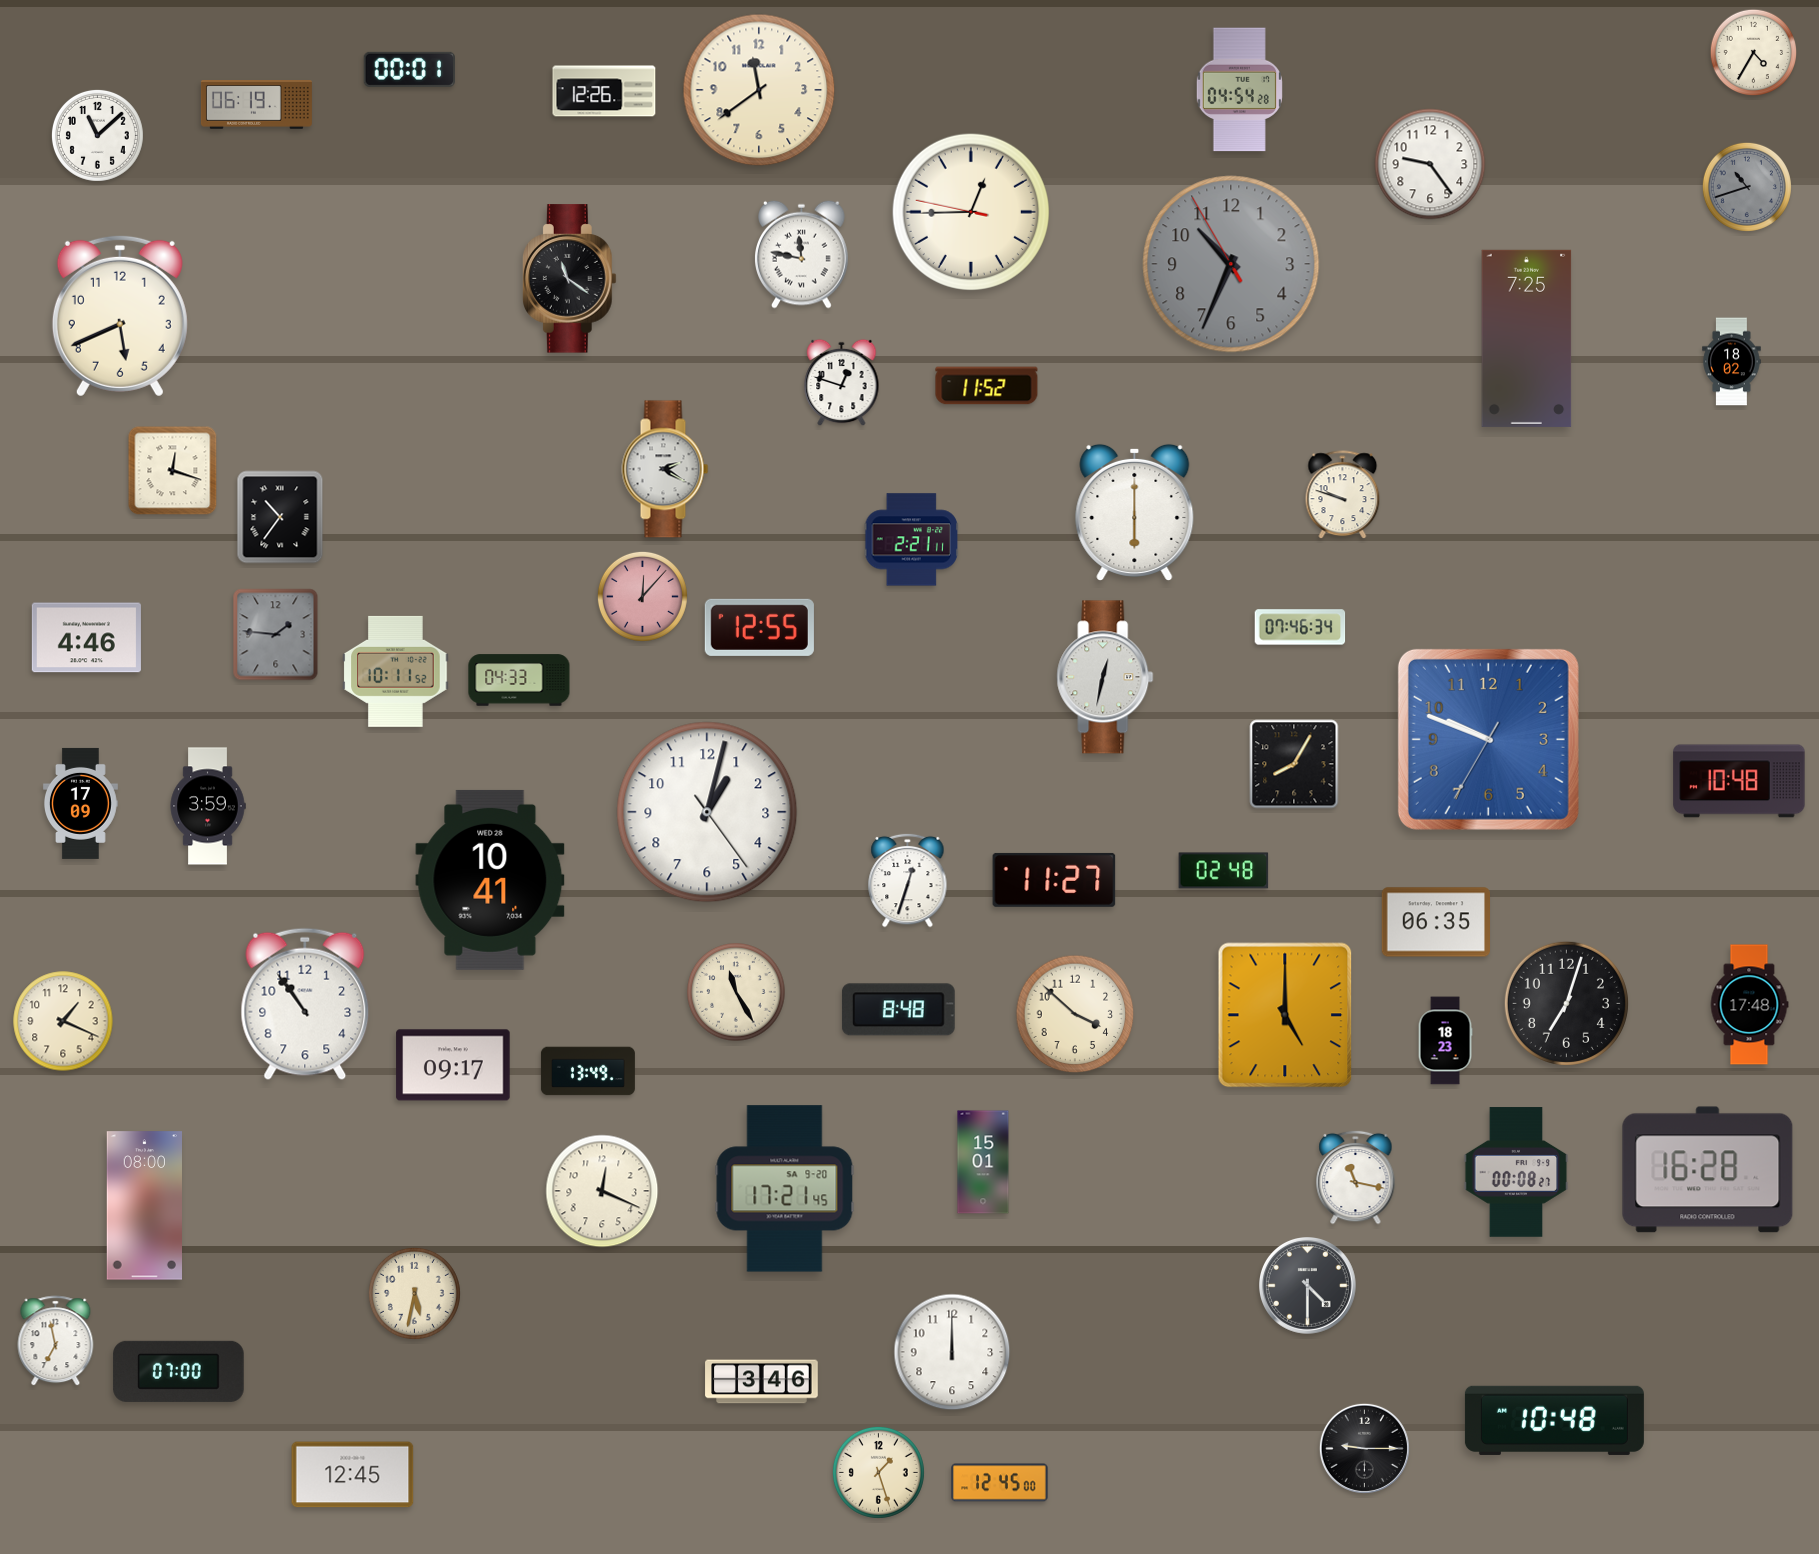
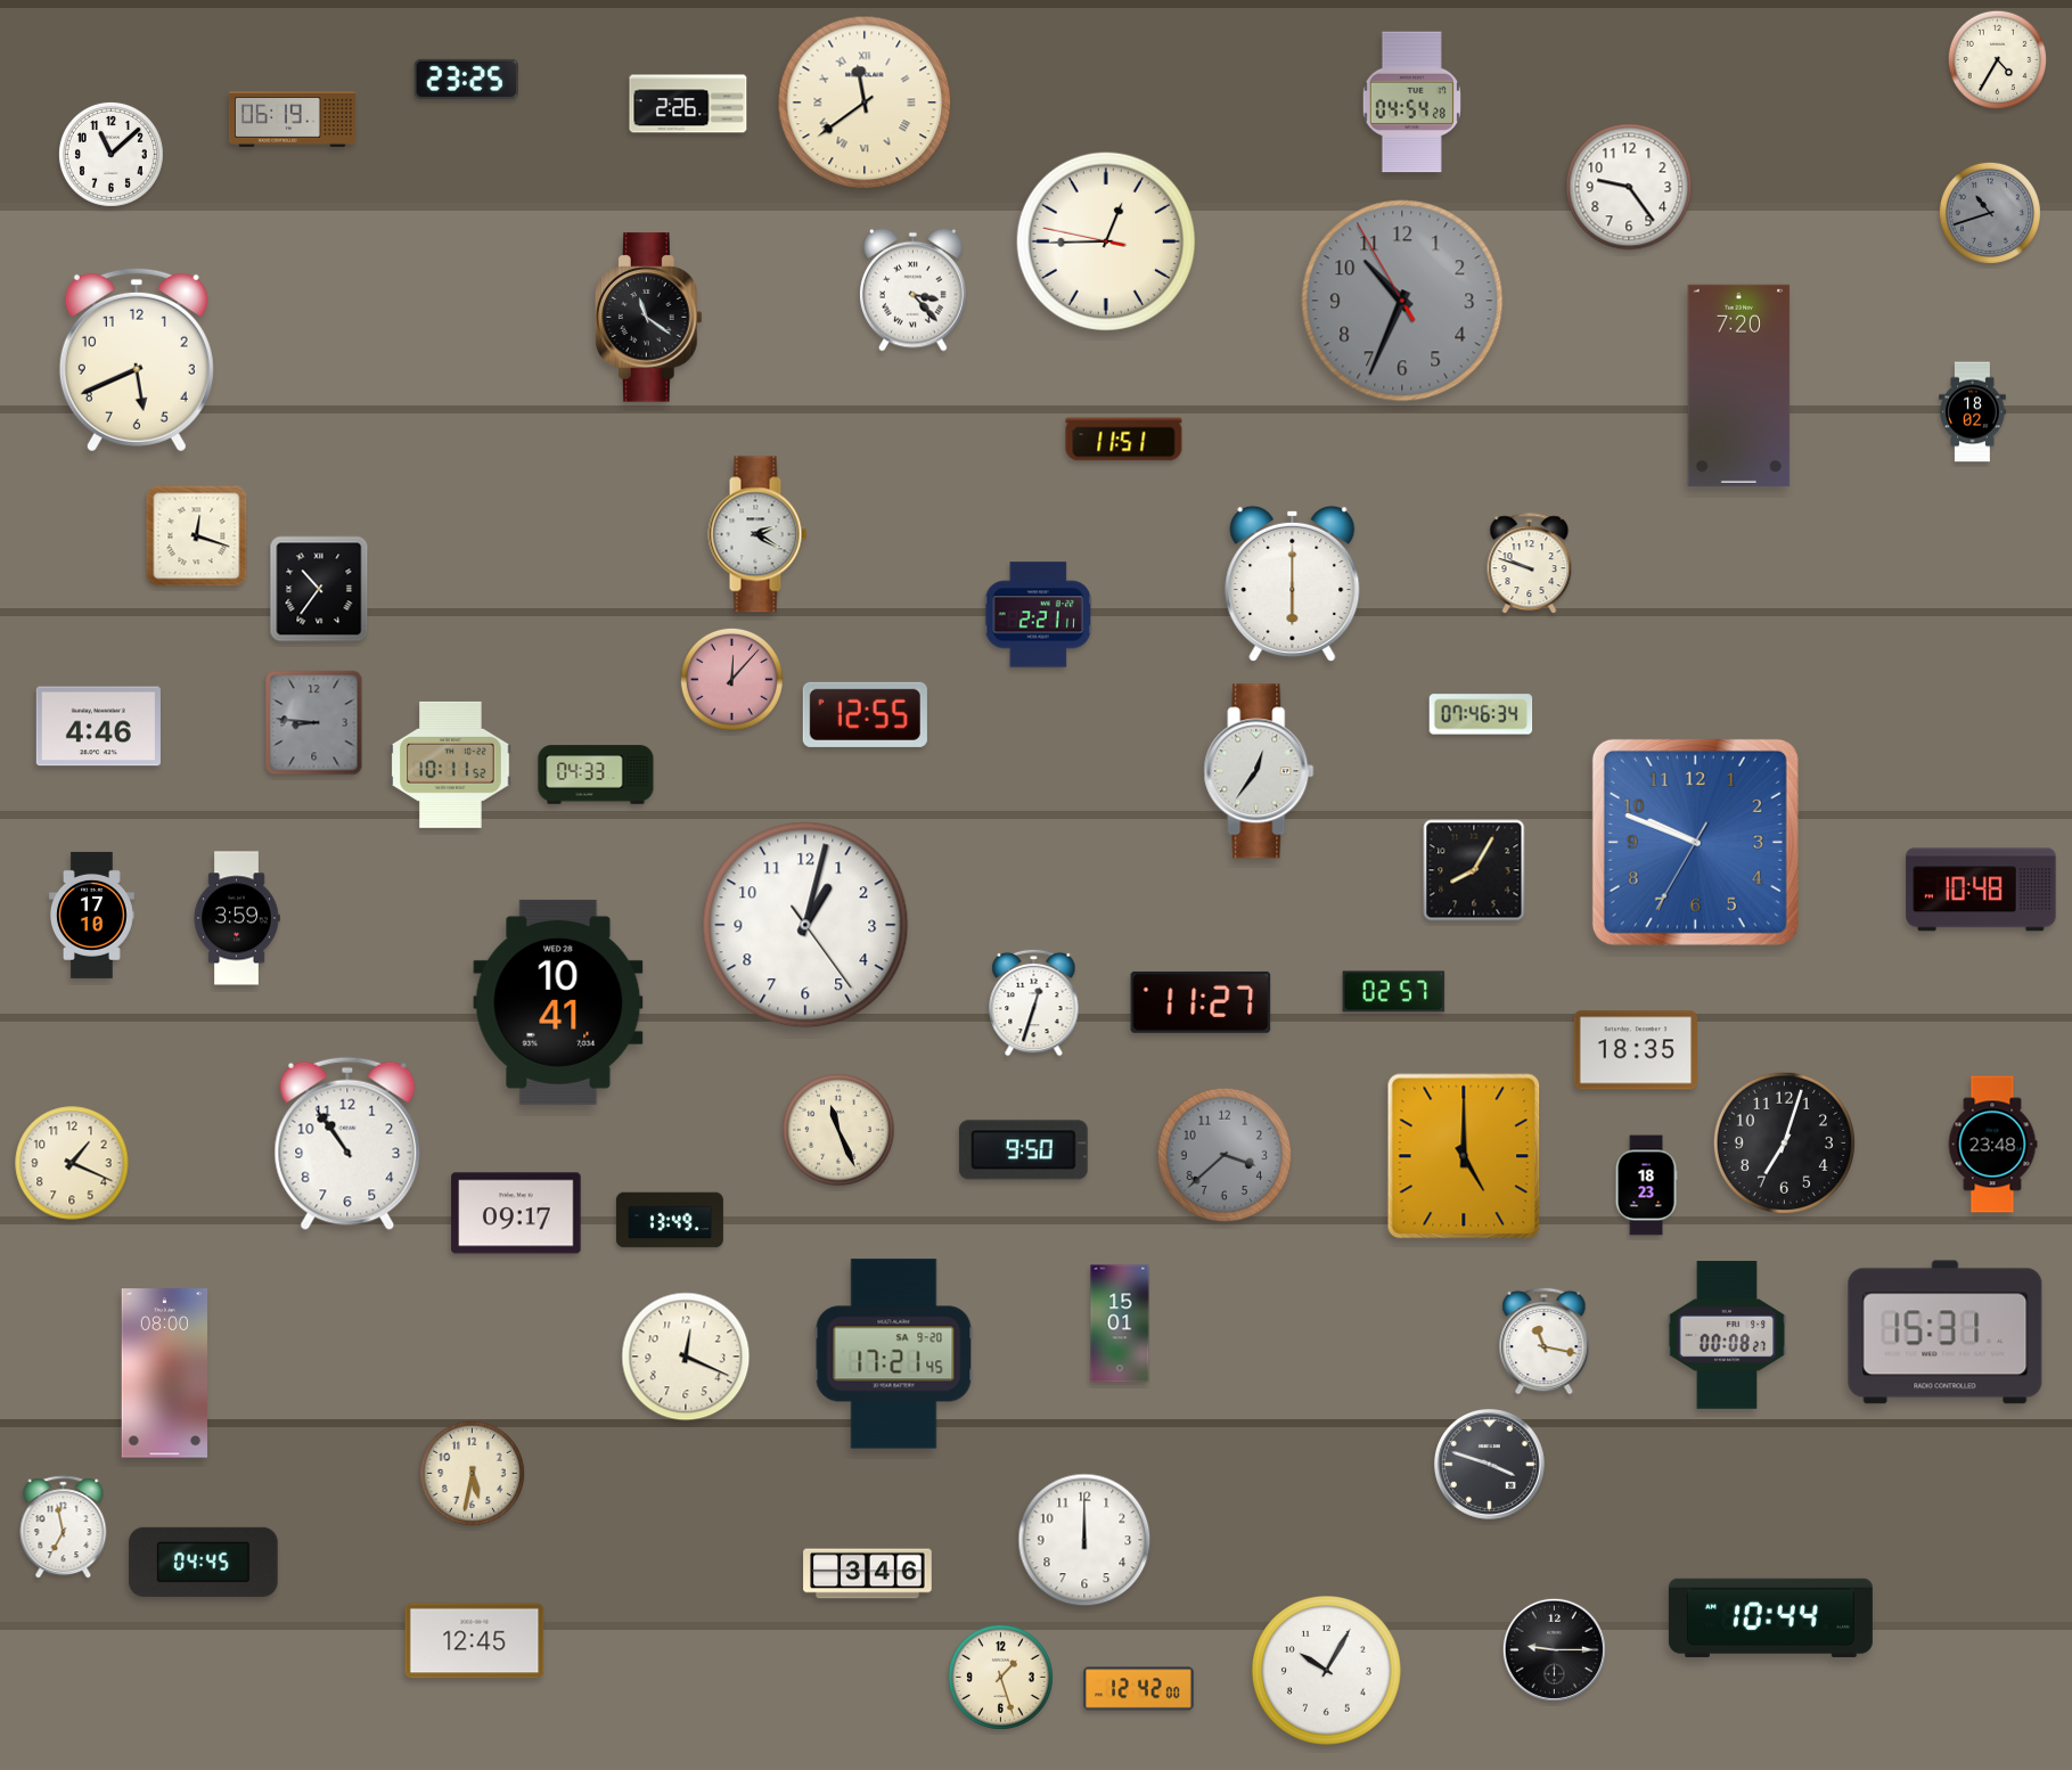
clock at (409, 69): 00:01 -> 23:25
clock at (759, 90) numerals: Arabic -> Roman
clock at (604, 91): 12:26 -> 2:26
clock at (802, 254): 11:47 -> 3:23
clock at (1527, 338): 7:25 -> 7:20
clock at (842, 383): 12:48 -> none
clock at (987, 386): 11:52 -> 11:51
clock at (276, 635): 1:46 -> 8:46
clock at (1105, 677): 12:32 -> 12:36
clock at (519, 680) position: (519, 680) -> (596, 775)
clock at (80, 803): 17:09 -> 17:10
clock at (1224, 871): 02:48 -> 02:57
clock at (1435, 922): 06:35 -> 18:35
clock at (736, 992): 11:25 -> 11:26
clock at (1749, 1005): 17:48 -> 23:48
clock at (898, 1010): 8:48 -> 9:50
clock at (1075, 1014): 3:52 -> 3:38
clock at (1075, 1014) dial: cream -> grey
clock at (1708, 1170): 16:28 -> 15:31
clock at (1308, 1286): 4:30 -> 3:48
clock at (179, 1371): 07:00 -> 04:45
clock at (1554, 1420): 10:48 -> 10:44
clock at (1327, 1671): none -> 10:05
clock at (353, 1475) position: (353, 1475) -> (475, 1641)
clock at (1000, 1483): 12:45 -> 12:42
